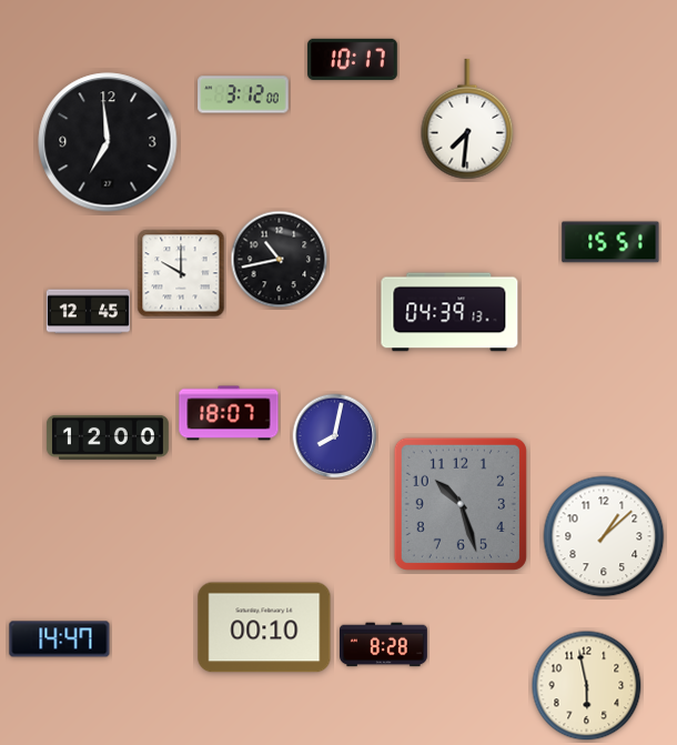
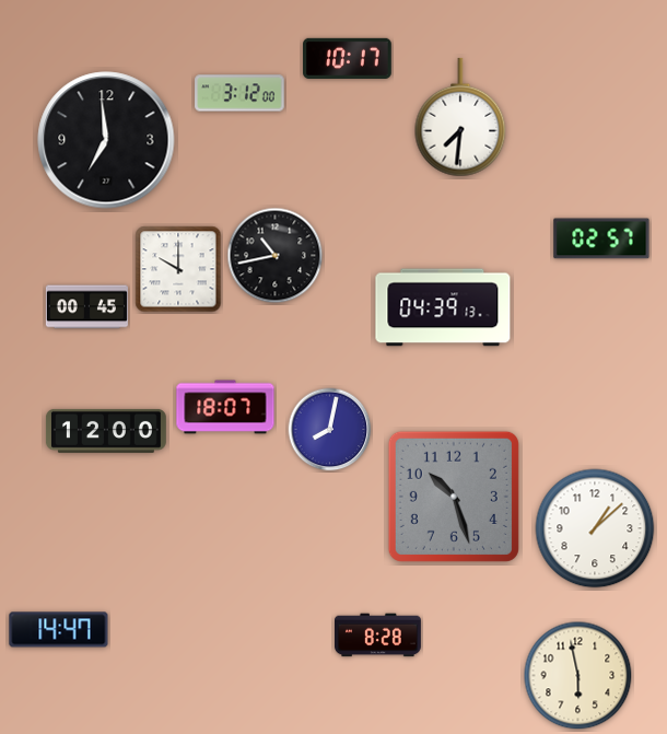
clock at (610, 242): 15:51 -> 02:57
clock at (88, 312): 12:45 -> 00:45
clock at (264, 627): 00:10 -> none
